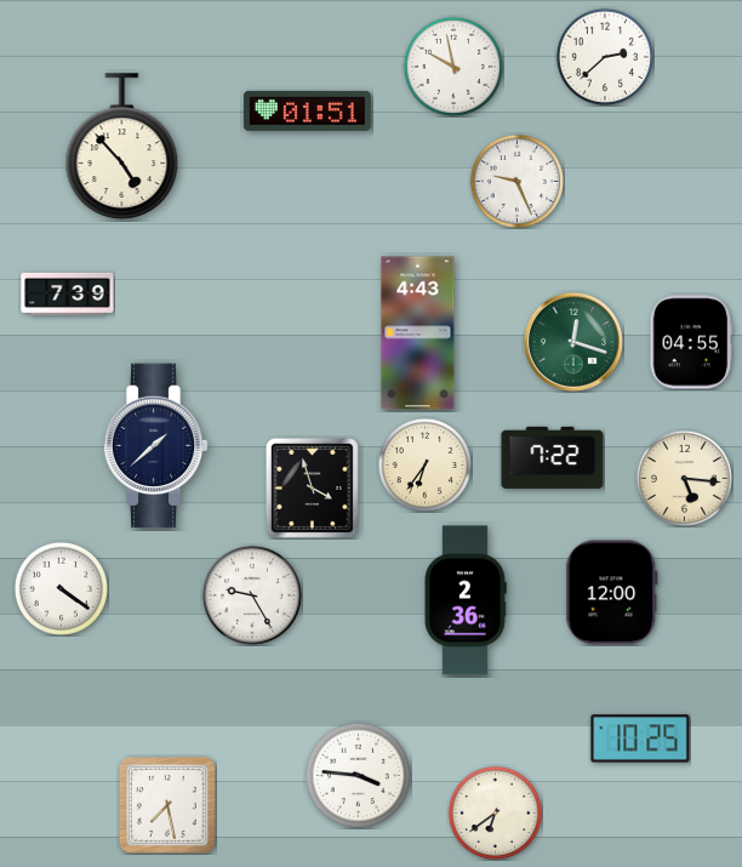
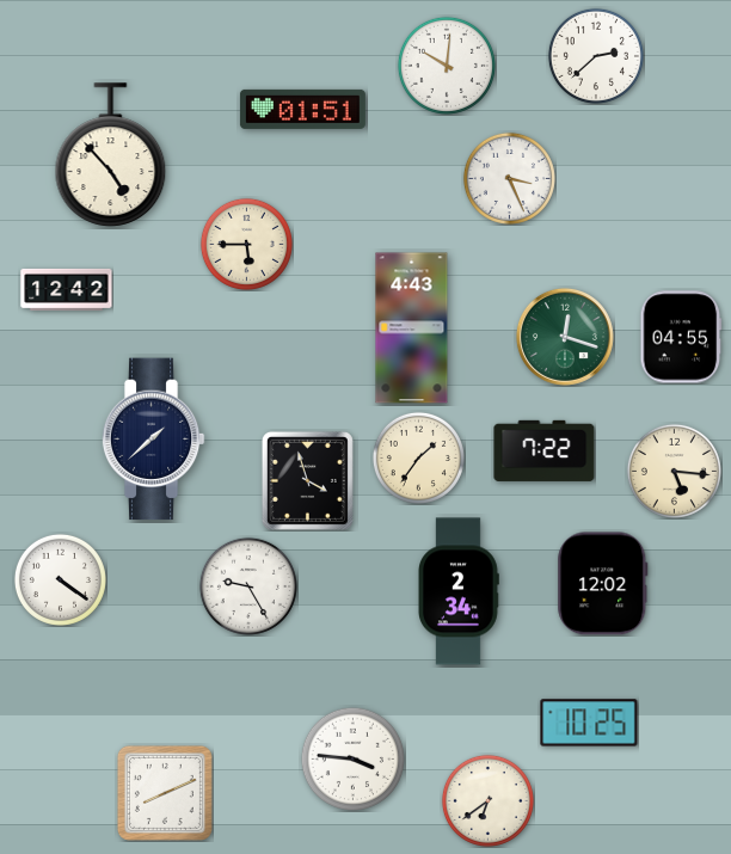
clock at (453, 67): 9:58 -> 10:01
clock at (122, 147) position: (122, 147) -> (111, 155)
clock at (516, 181): 9:26 -> 3:26
clock at (246, 244): none -> 5:45
clock at (68, 293): 7:39 -> 12:42
clock at (424, 464): 6:36 -> 1:36
clock at (612, 593): 12:00 -> 12:02
clock at (466, 600): 2:36 -> 2:34
clock at (640, 738) position: (640, 738) -> (589, 723)
clock at (358, 775) position: (358, 775) -> (352, 758)
clock at (167, 805): 7:28 -> 8:11
